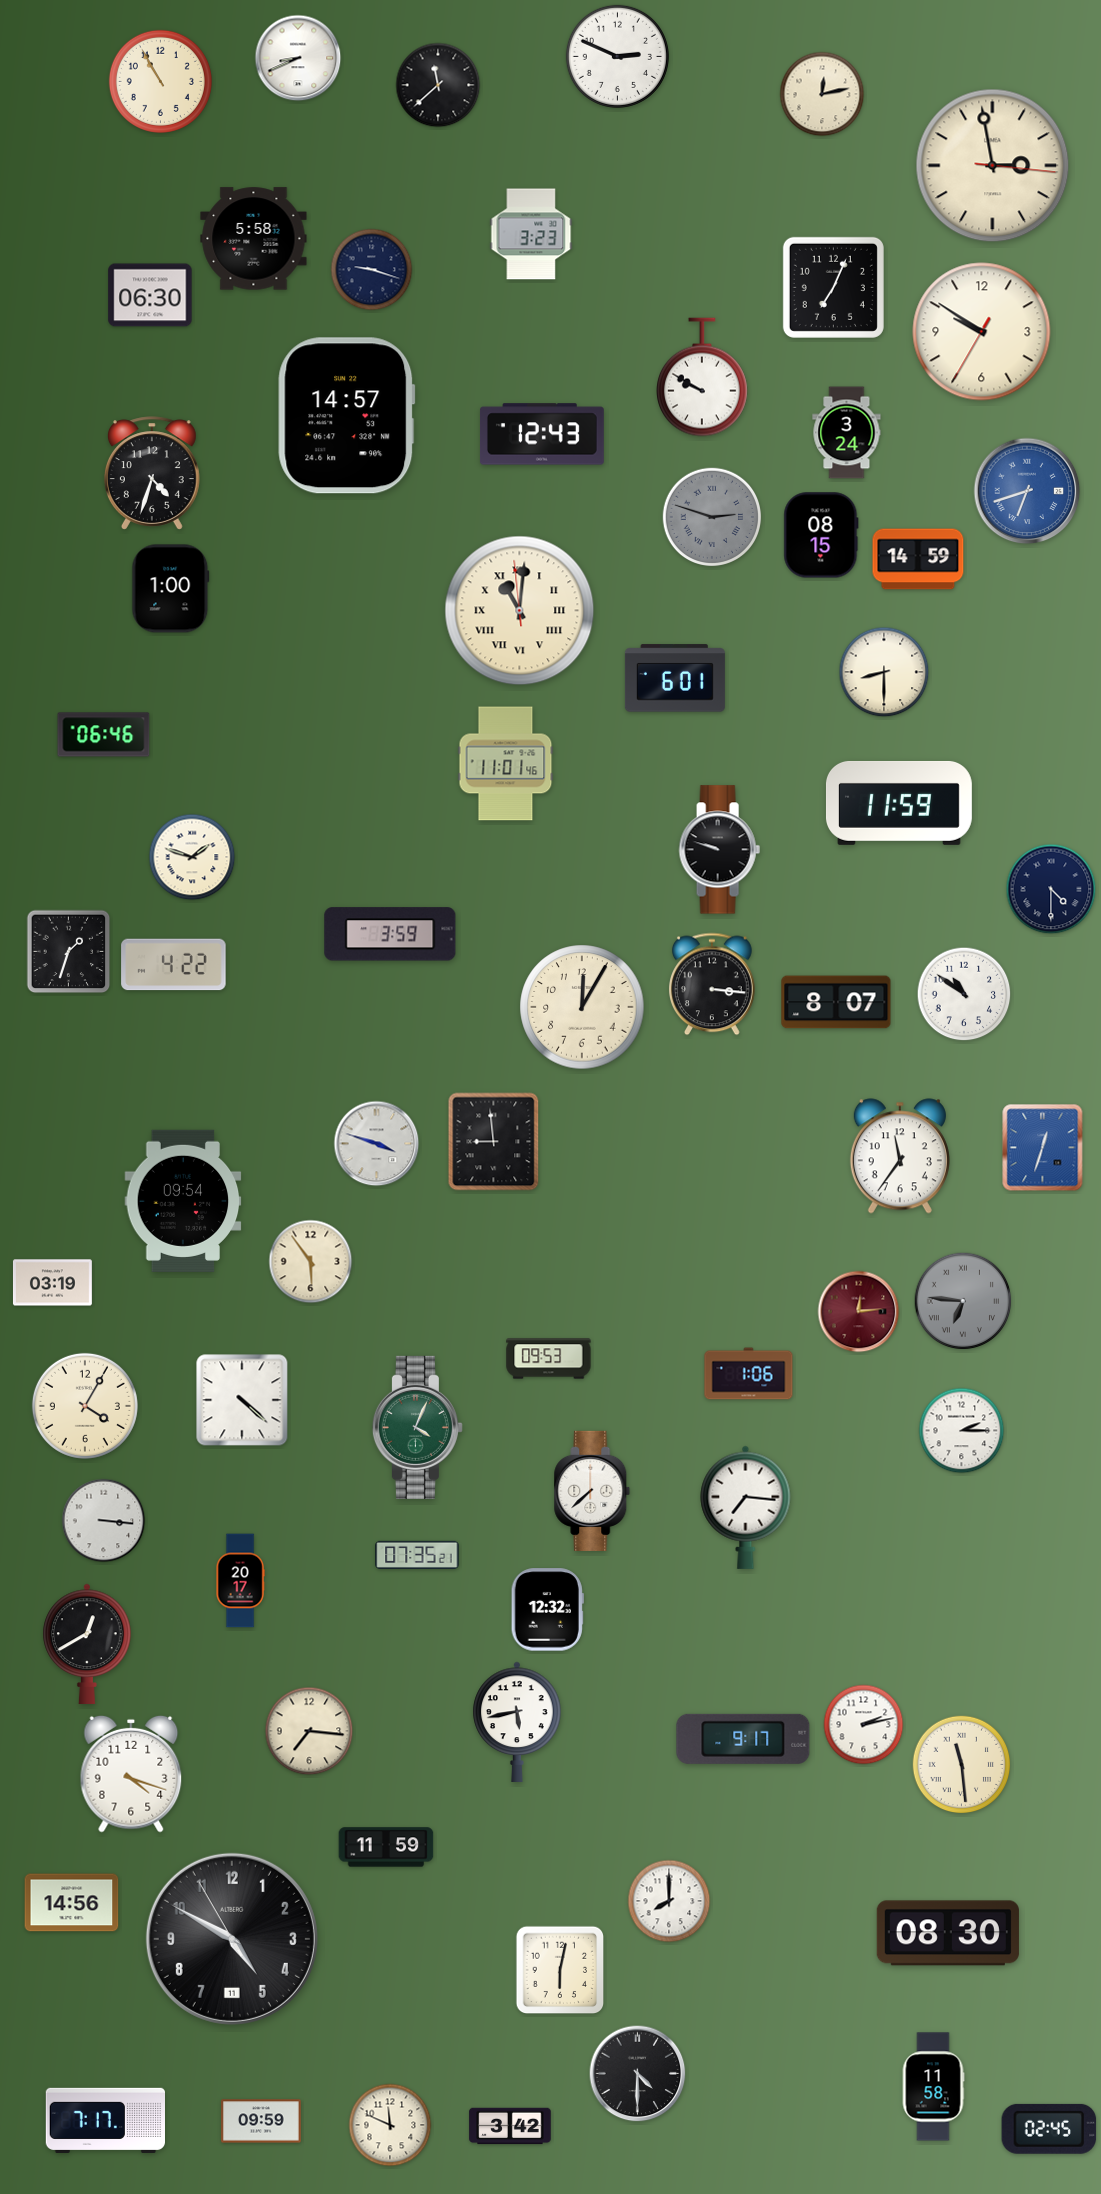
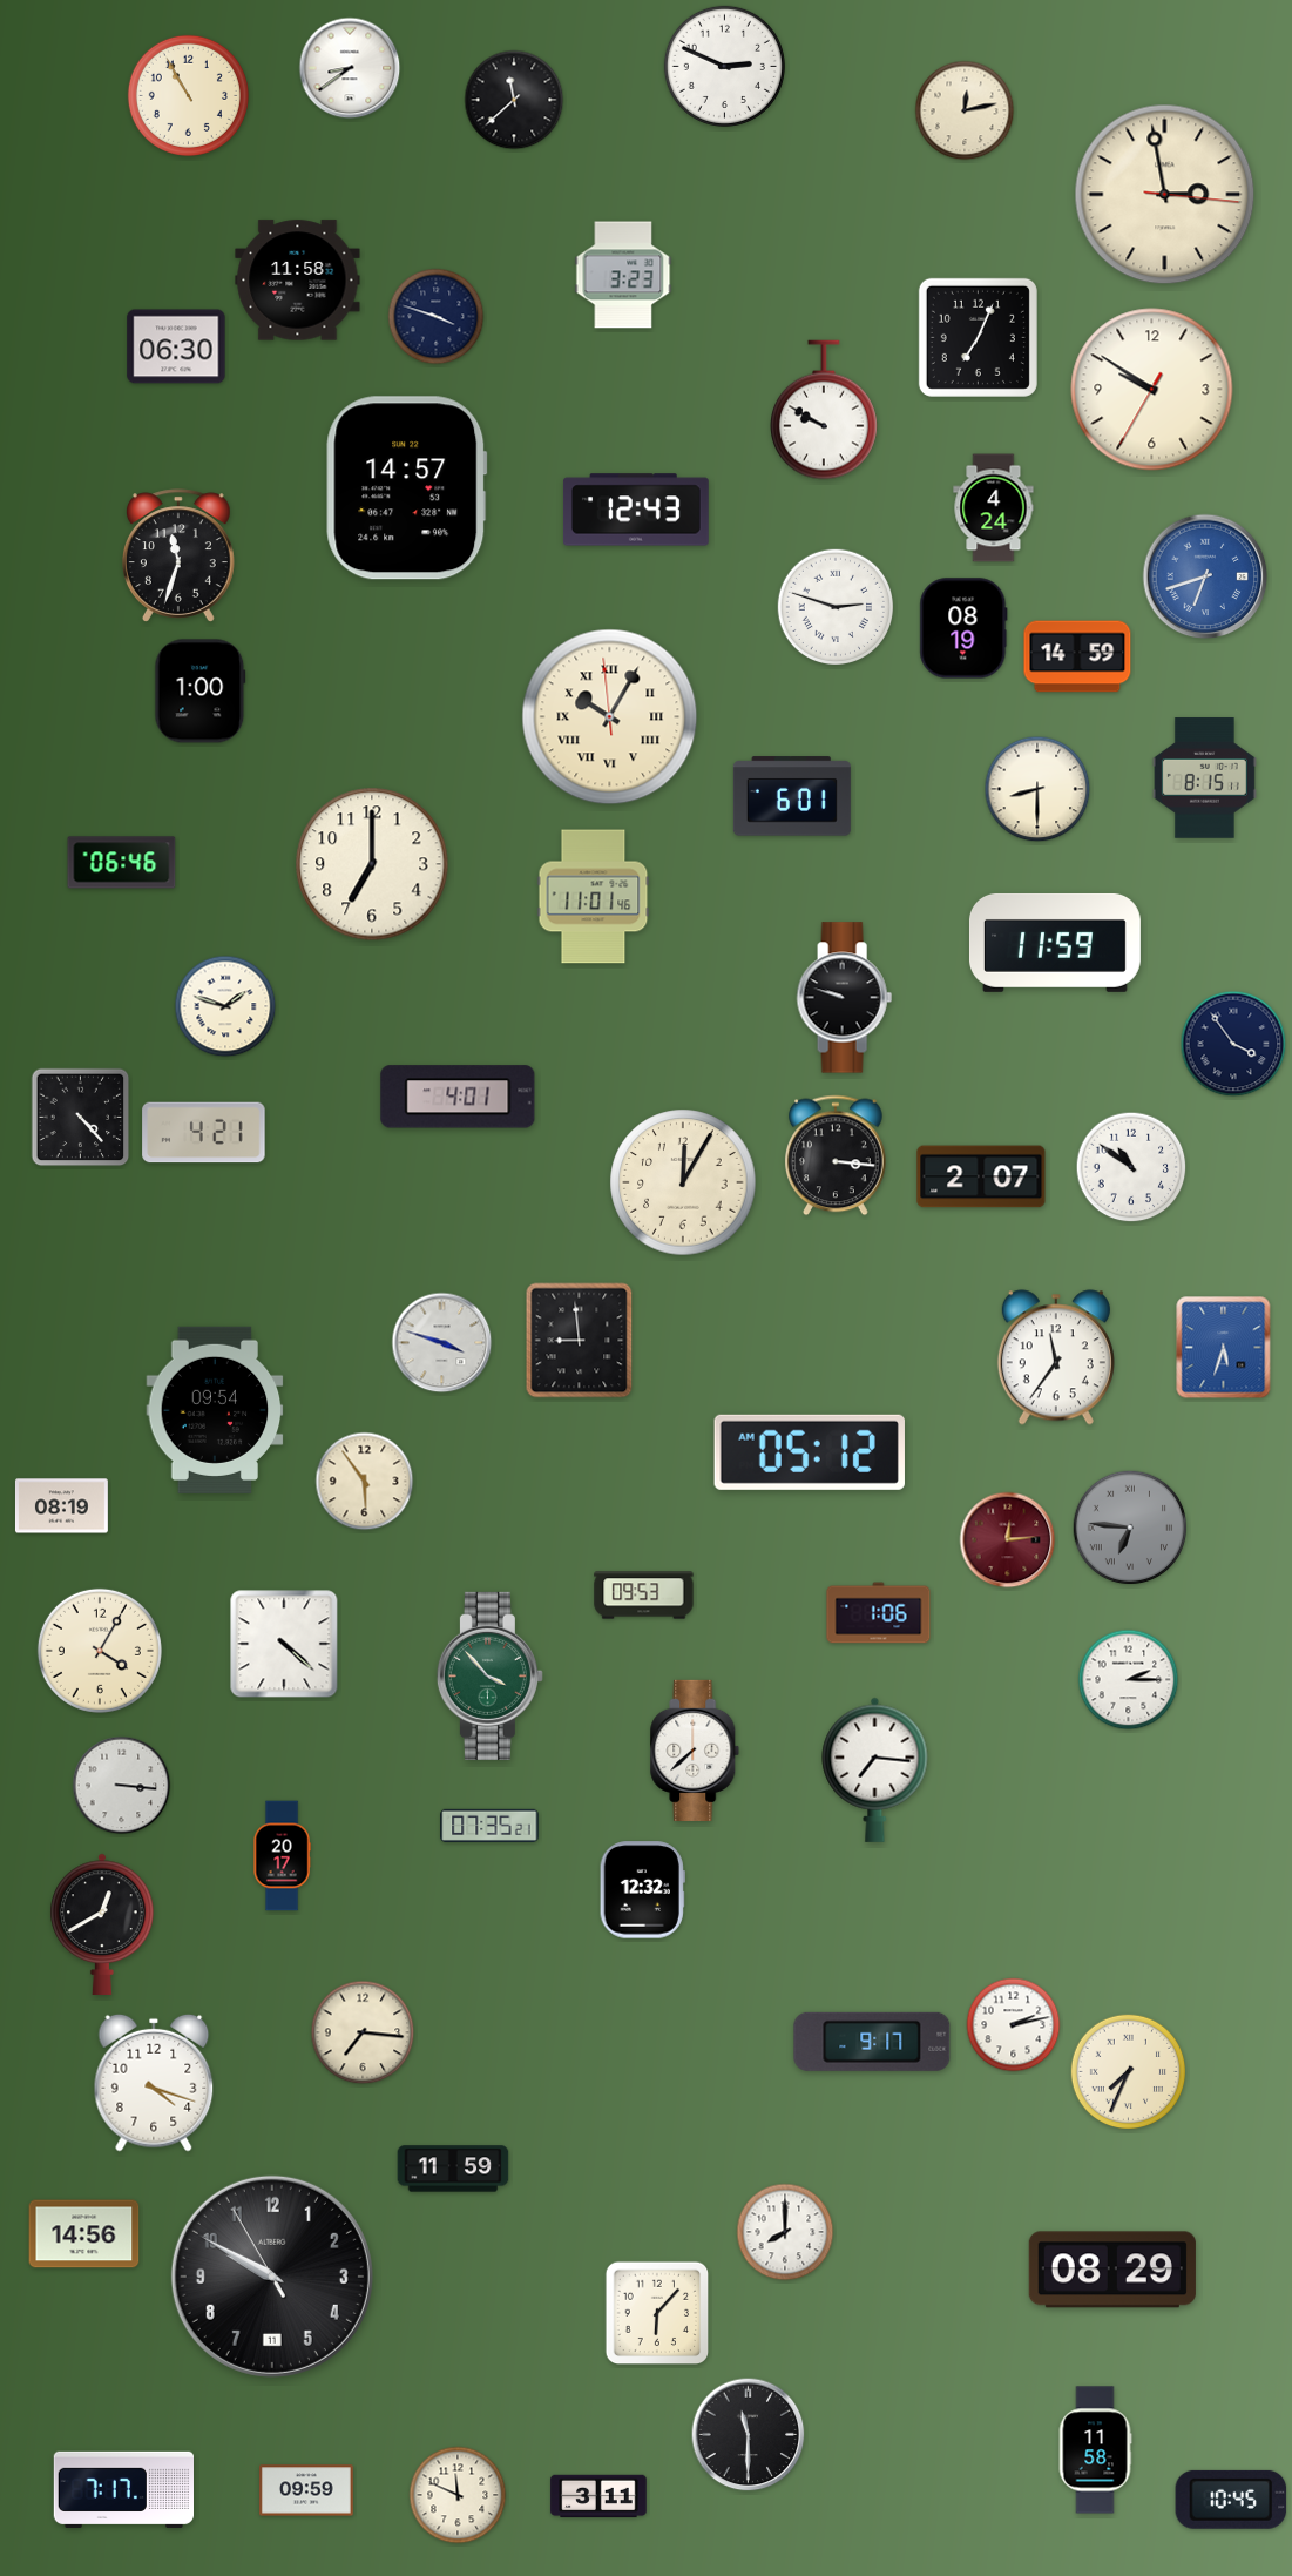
clock at (298, 58): 8:41 -> 8:39
clock at (254, 239): 5:58 -> 11:58
clock at (372, 270): 9:18 -> 3:48
clock at (703, 377) position: (703, 377) -> (825, 410)
clock at (847, 433): 3:24 -> 4:24
clock at (152, 473): 4:33 -> 11:33
clock at (712, 517) dial: grey -> white
clock at (821, 535): 08:15 -> 08:19
clock at (520, 611): 11:00 -> 10:04
clock at (1204, 778): none -> 8:15
clock at (372, 864): none -> 7:00
clock at (1051, 889): 4:30 -> 3:54
clock at (390, 934): 3:59 -> 4:01
clock at (69, 952): 1:33 -> 4:23
clock at (174, 965): 4:22 -> 4:21
clock at (836, 1002): 8:07 -> 2:07
clock at (1043, 1148): 12:33 -> 5:33
clock at (810, 1452): none -> 05:12
clock at (52, 1283): 03:19 -> 08:19
clock at (417, 1427): 4:04 -> 3:53
clock at (87, 1644) position: (87, 1644) -> (102, 1924)
clock at (517, 1722): 5:43 -> none
clock at (962, 1765): 11:29 -> 7:34
clock at (948, 1933): 08:30 -> 08:29
clock at (232, 1939): 4:49 -> 9:49
clock at (560, 1970): 6:02 -> 6:07
clock at (638, 2074): 4:30 -> 11:30
clock at (510, 2126): 3:42 -> 3:11
clock at (1049, 2129): 02:45 -> 10:45
